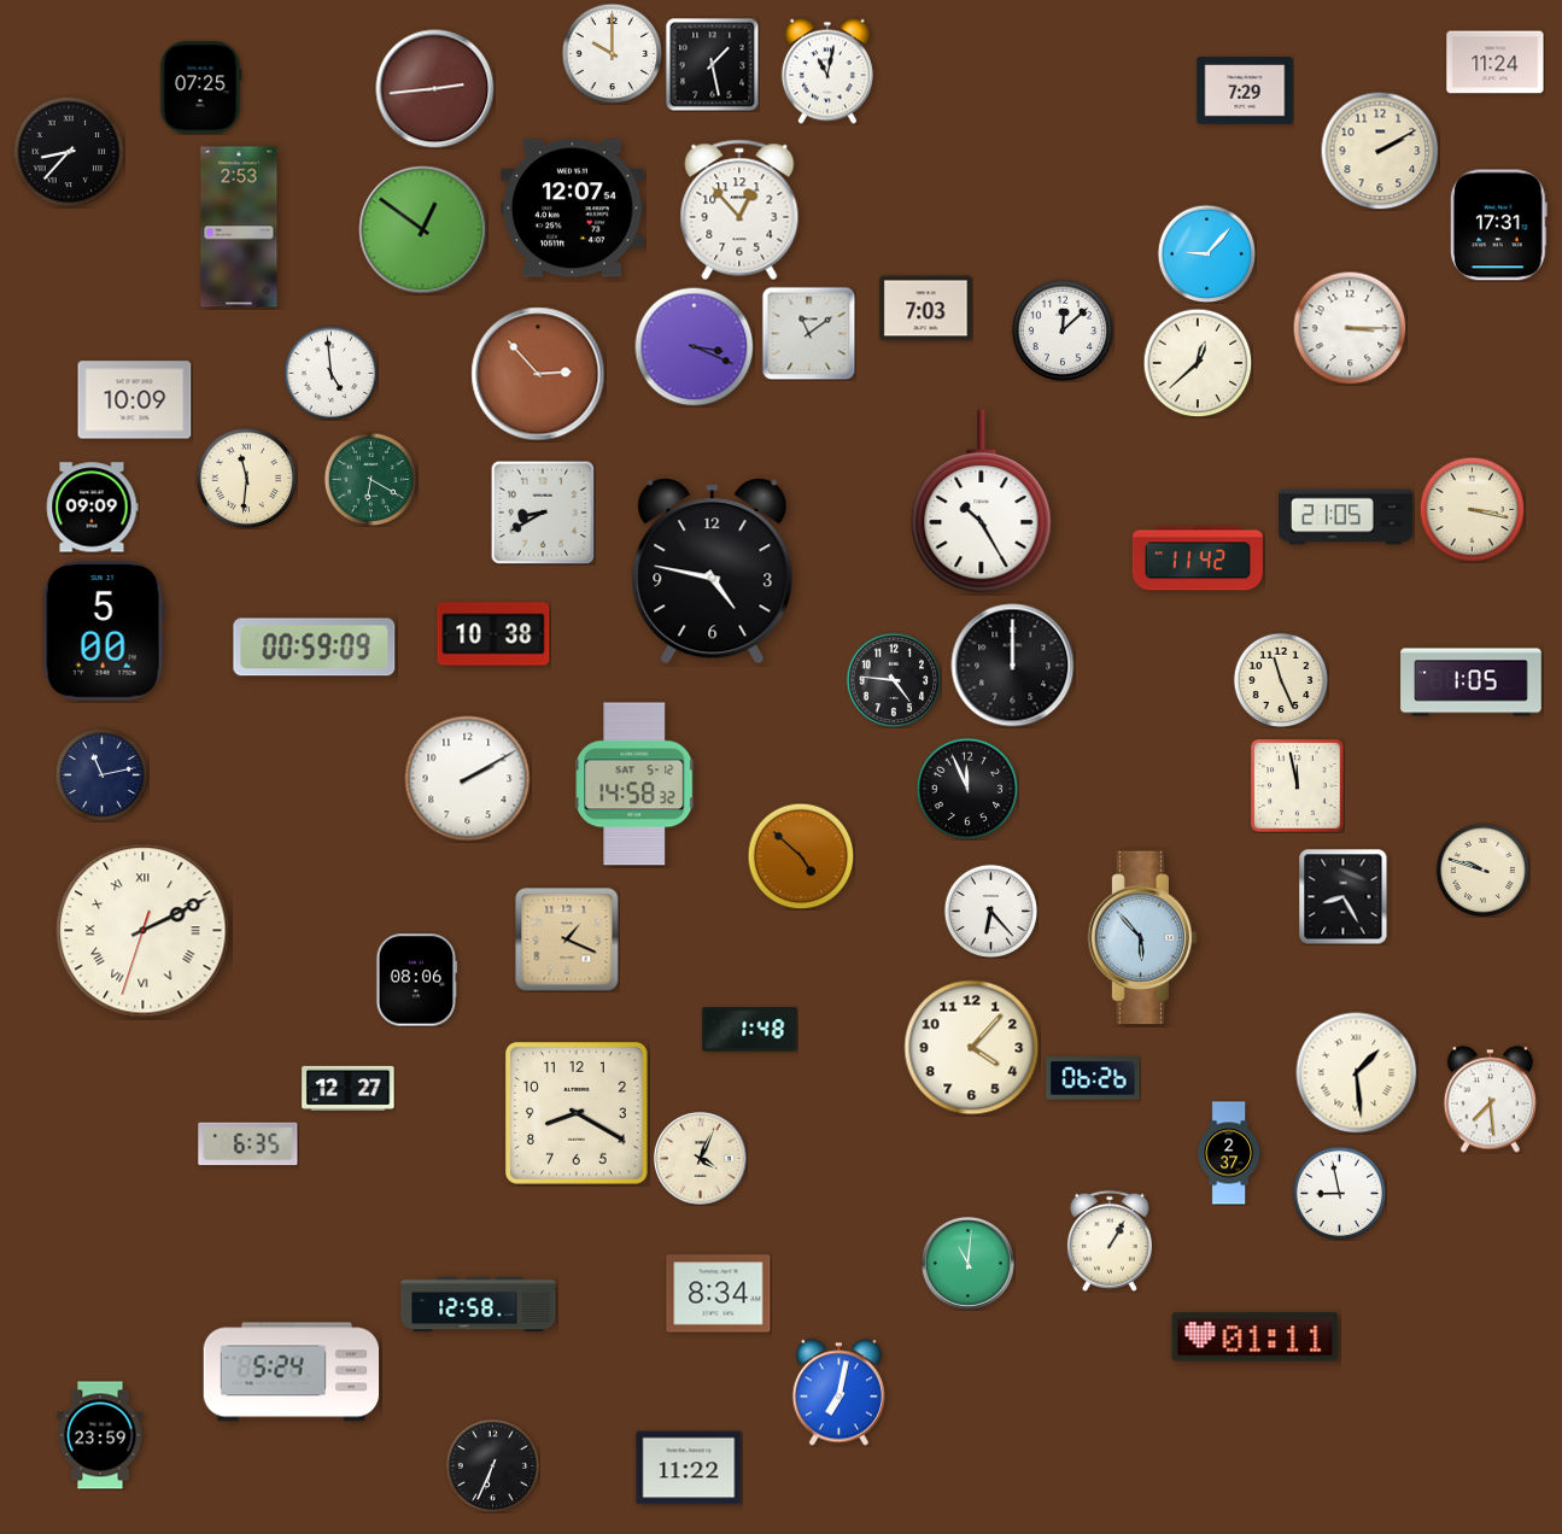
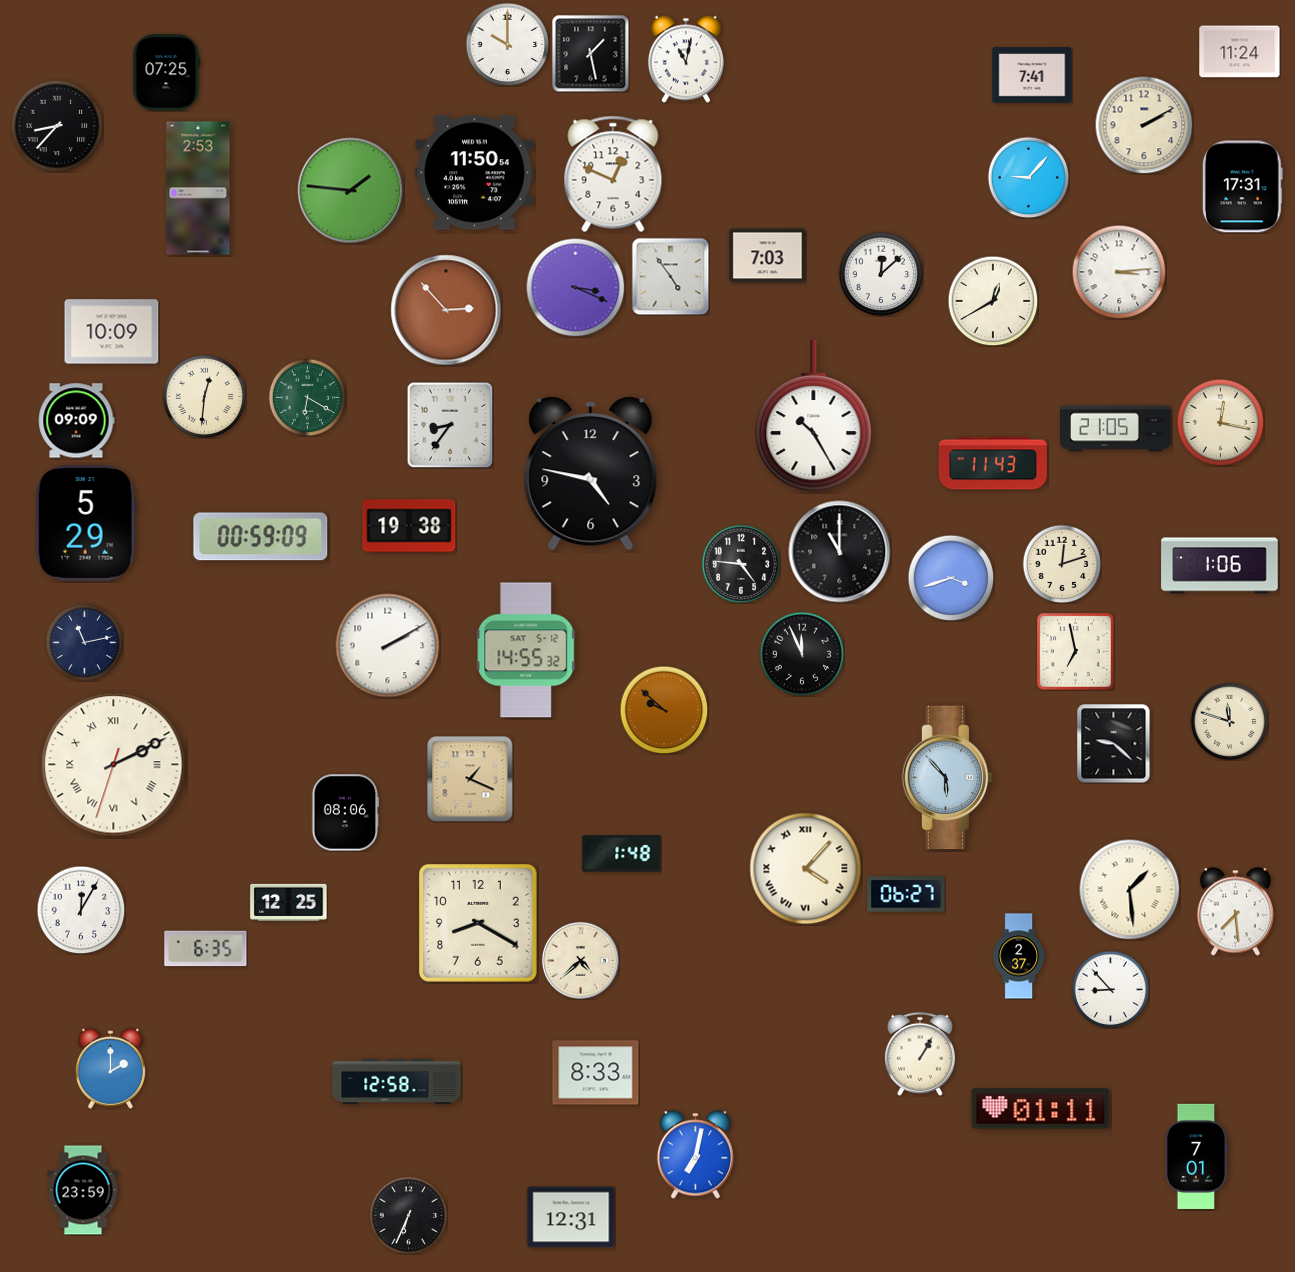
clock at (435, 89): 2:44 -> none
clock at (1245, 90): 7:29 -> 7:41
clock at (573, 209): 12:07 -> 11:50
clock at (739, 210): 12:53 -> 12:49
clock at (423, 230): 12:51 -> 1:46
clock at (1206, 253) position: (1206, 253) -> (1028, 177)
clock at (1350, 328): 3:15 -> 3:14
clock at (808, 333): 11:09 -> 4:54
clock at (1198, 363): 12:38 -> 12:40
clock at (330, 373): 4:59 -> none
clock at (246, 478): 11:31 -> 12:31
clock at (1472, 509): 3:17 -> 12:17
clock at (543, 513): 8:40 -> 8:36
clock at (1198, 558): 11:42 -> 11:43
clock at (104, 632): 5:00 -> 5:29
clock at (493, 634): 10:38 -> 19:38
clock at (1013, 666): 12:00 -> 11:00
clock at (1281, 680): 11:26 -> 12:12
clock at (1472, 683): 1:05 -> 1:06
clock at (951, 578): none -> 3:42
clock at (634, 784): 14:58 -> 14:55
clock at (1298, 786): 11:58 -> 6:58
clock at (801, 856): 4:52 -> 9:52
clock at (1482, 870): 9:48 -> 11:48
clock at (1344, 896): 8:25 -> 9:22
clock at (990, 911): 6:23 -> none
clock at (144, 931) position: (144, 931) -> (114, 765)
clock at (972, 1048) numerals: Arabic -> Roman
clock at (1357, 1073) position: (1357, 1073) -> (1130, 890)
clock at (1093, 1078): 06:26 -> 06:27
clock at (349, 1088): 12:27 -> 12:25
clock at (81, 910): none -> 12:05
clock at (700, 1158): 4:04 -> 4:38
clock at (1339, 1193): 8:58 -> 8:53
clock at (1110, 1241) position: (1110, 1241) -> (920, 1054)
clock at (967, 1263): 11:01 -> none
clock at (110, 1068): none -> 2:00
clock at (719, 1294): 8:34 -> 8:33
clock at (292, 1372): 5:24 -> none
clock at (1197, 1156): none -> 7:01
clock at (689, 1468): 11:22 -> 12:31
